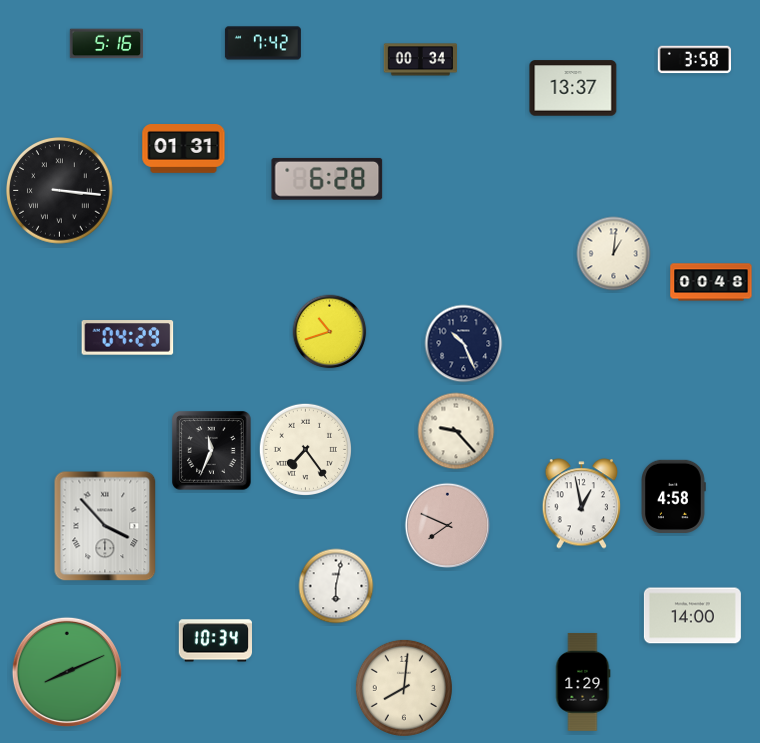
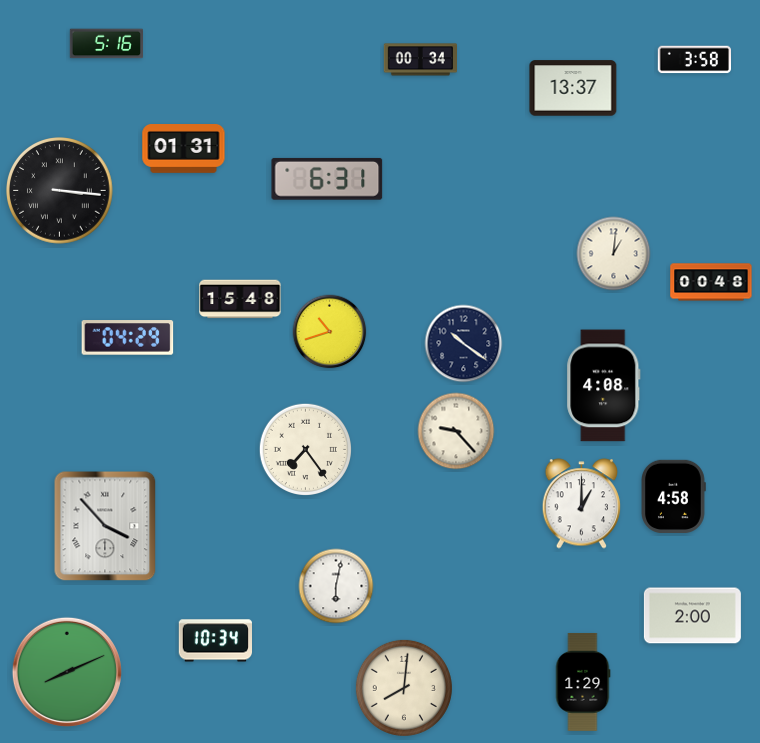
clock at (263, 43): 7:42 -> none
clock at (327, 179): 6:28 -> 6:31
clock at (240, 299): none -> 15:48
clock at (464, 344): 10:26 -> 10:21
clock at (604, 386): none -> 4:08
clock at (212, 451): 11:34 -> none
clock at (582, 504): 12:58 -> 1:00
clock at (448, 526): 7:49 -> none
clock at (692, 616): 14:00 -> 2:00
